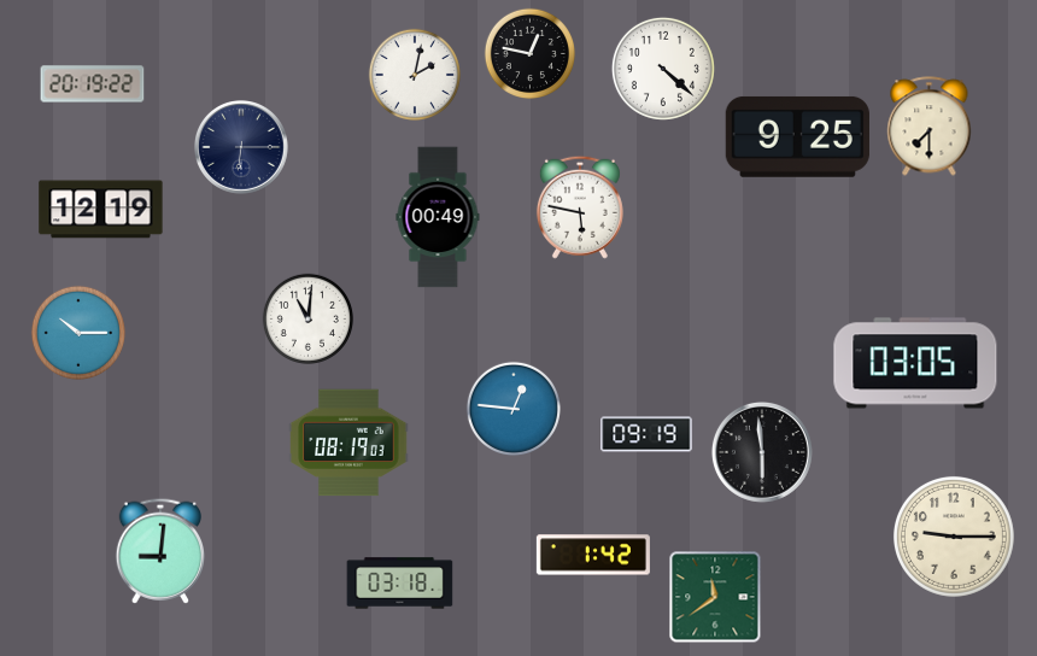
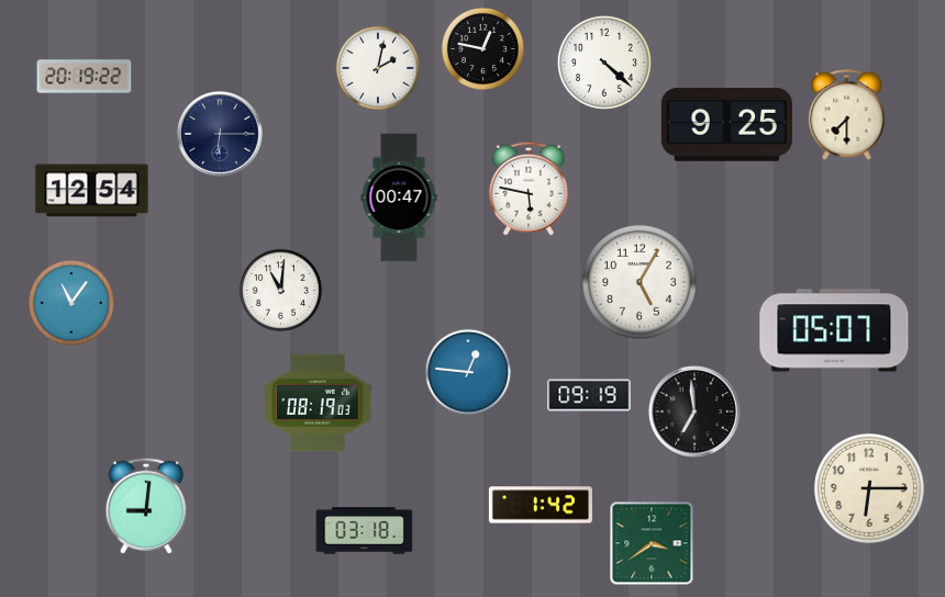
clock at (101, 210): 12:19 -> 12:54
clock at (438, 217): 00:49 -> 00:47
clock at (640, 282): none -> 5:05
clock at (78, 333): 10:15 -> 11:06
clock at (915, 363): 03:05 -> 05:07
clock at (762, 452): 5:59 -> 6:59
clock at (954, 537): 9:15 -> 6:15
clock at (159, 551) position: (159, 551) -> (145, 506)
clock at (715, 597): 11:39 -> 3:39
